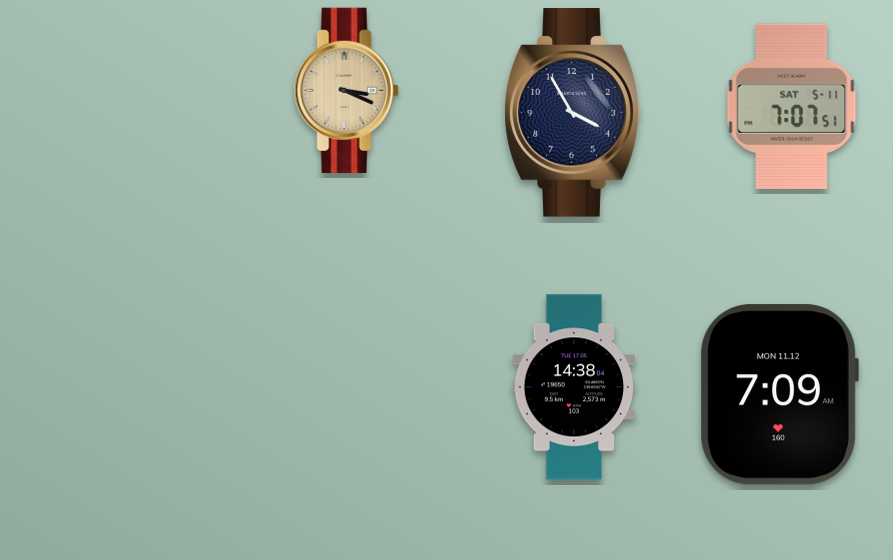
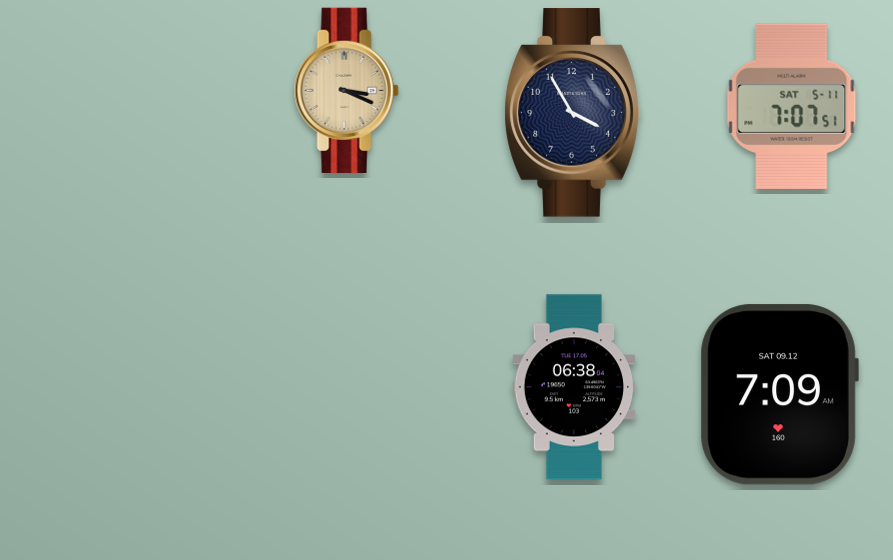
clock at (574, 387): 14:38 -> 06:38
clock at (779, 395) date: MON 11.12 -> SAT 09.12
